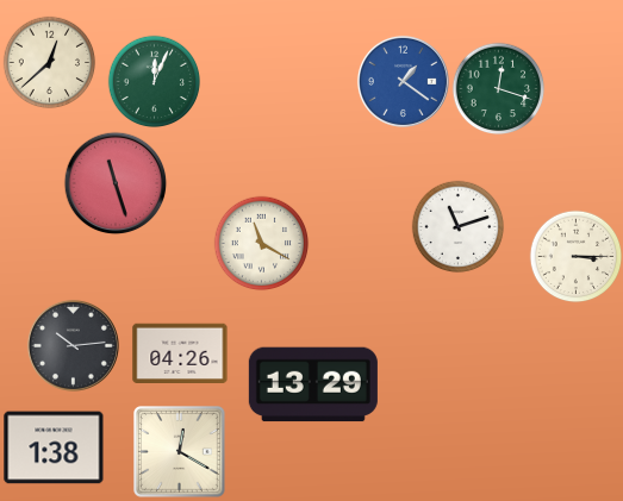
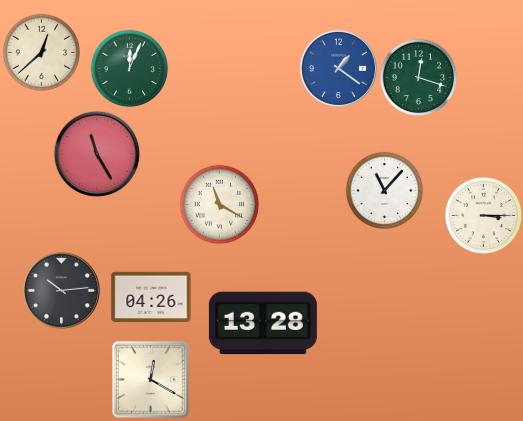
clock at (498, 88) position: (498, 88) -> (418, 77)
clock at (116, 183): 11:27 -> 11:25
clock at (457, 226): 11:12 -> 11:07
clock at (313, 384): 13:29 -> 13:28
clock at (54, 447): 1:38 -> none
